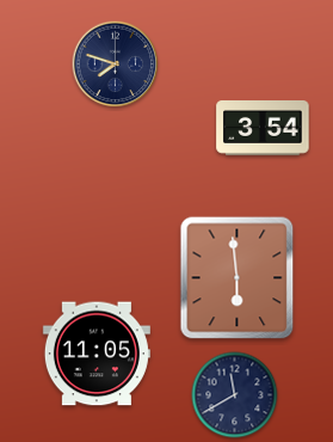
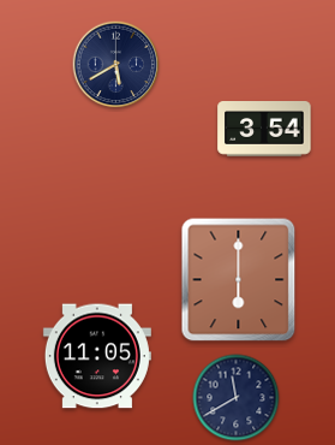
clock at (116, 65): 7:48 -> 5:40
clock at (238, 278): 5:59 -> 6:00
